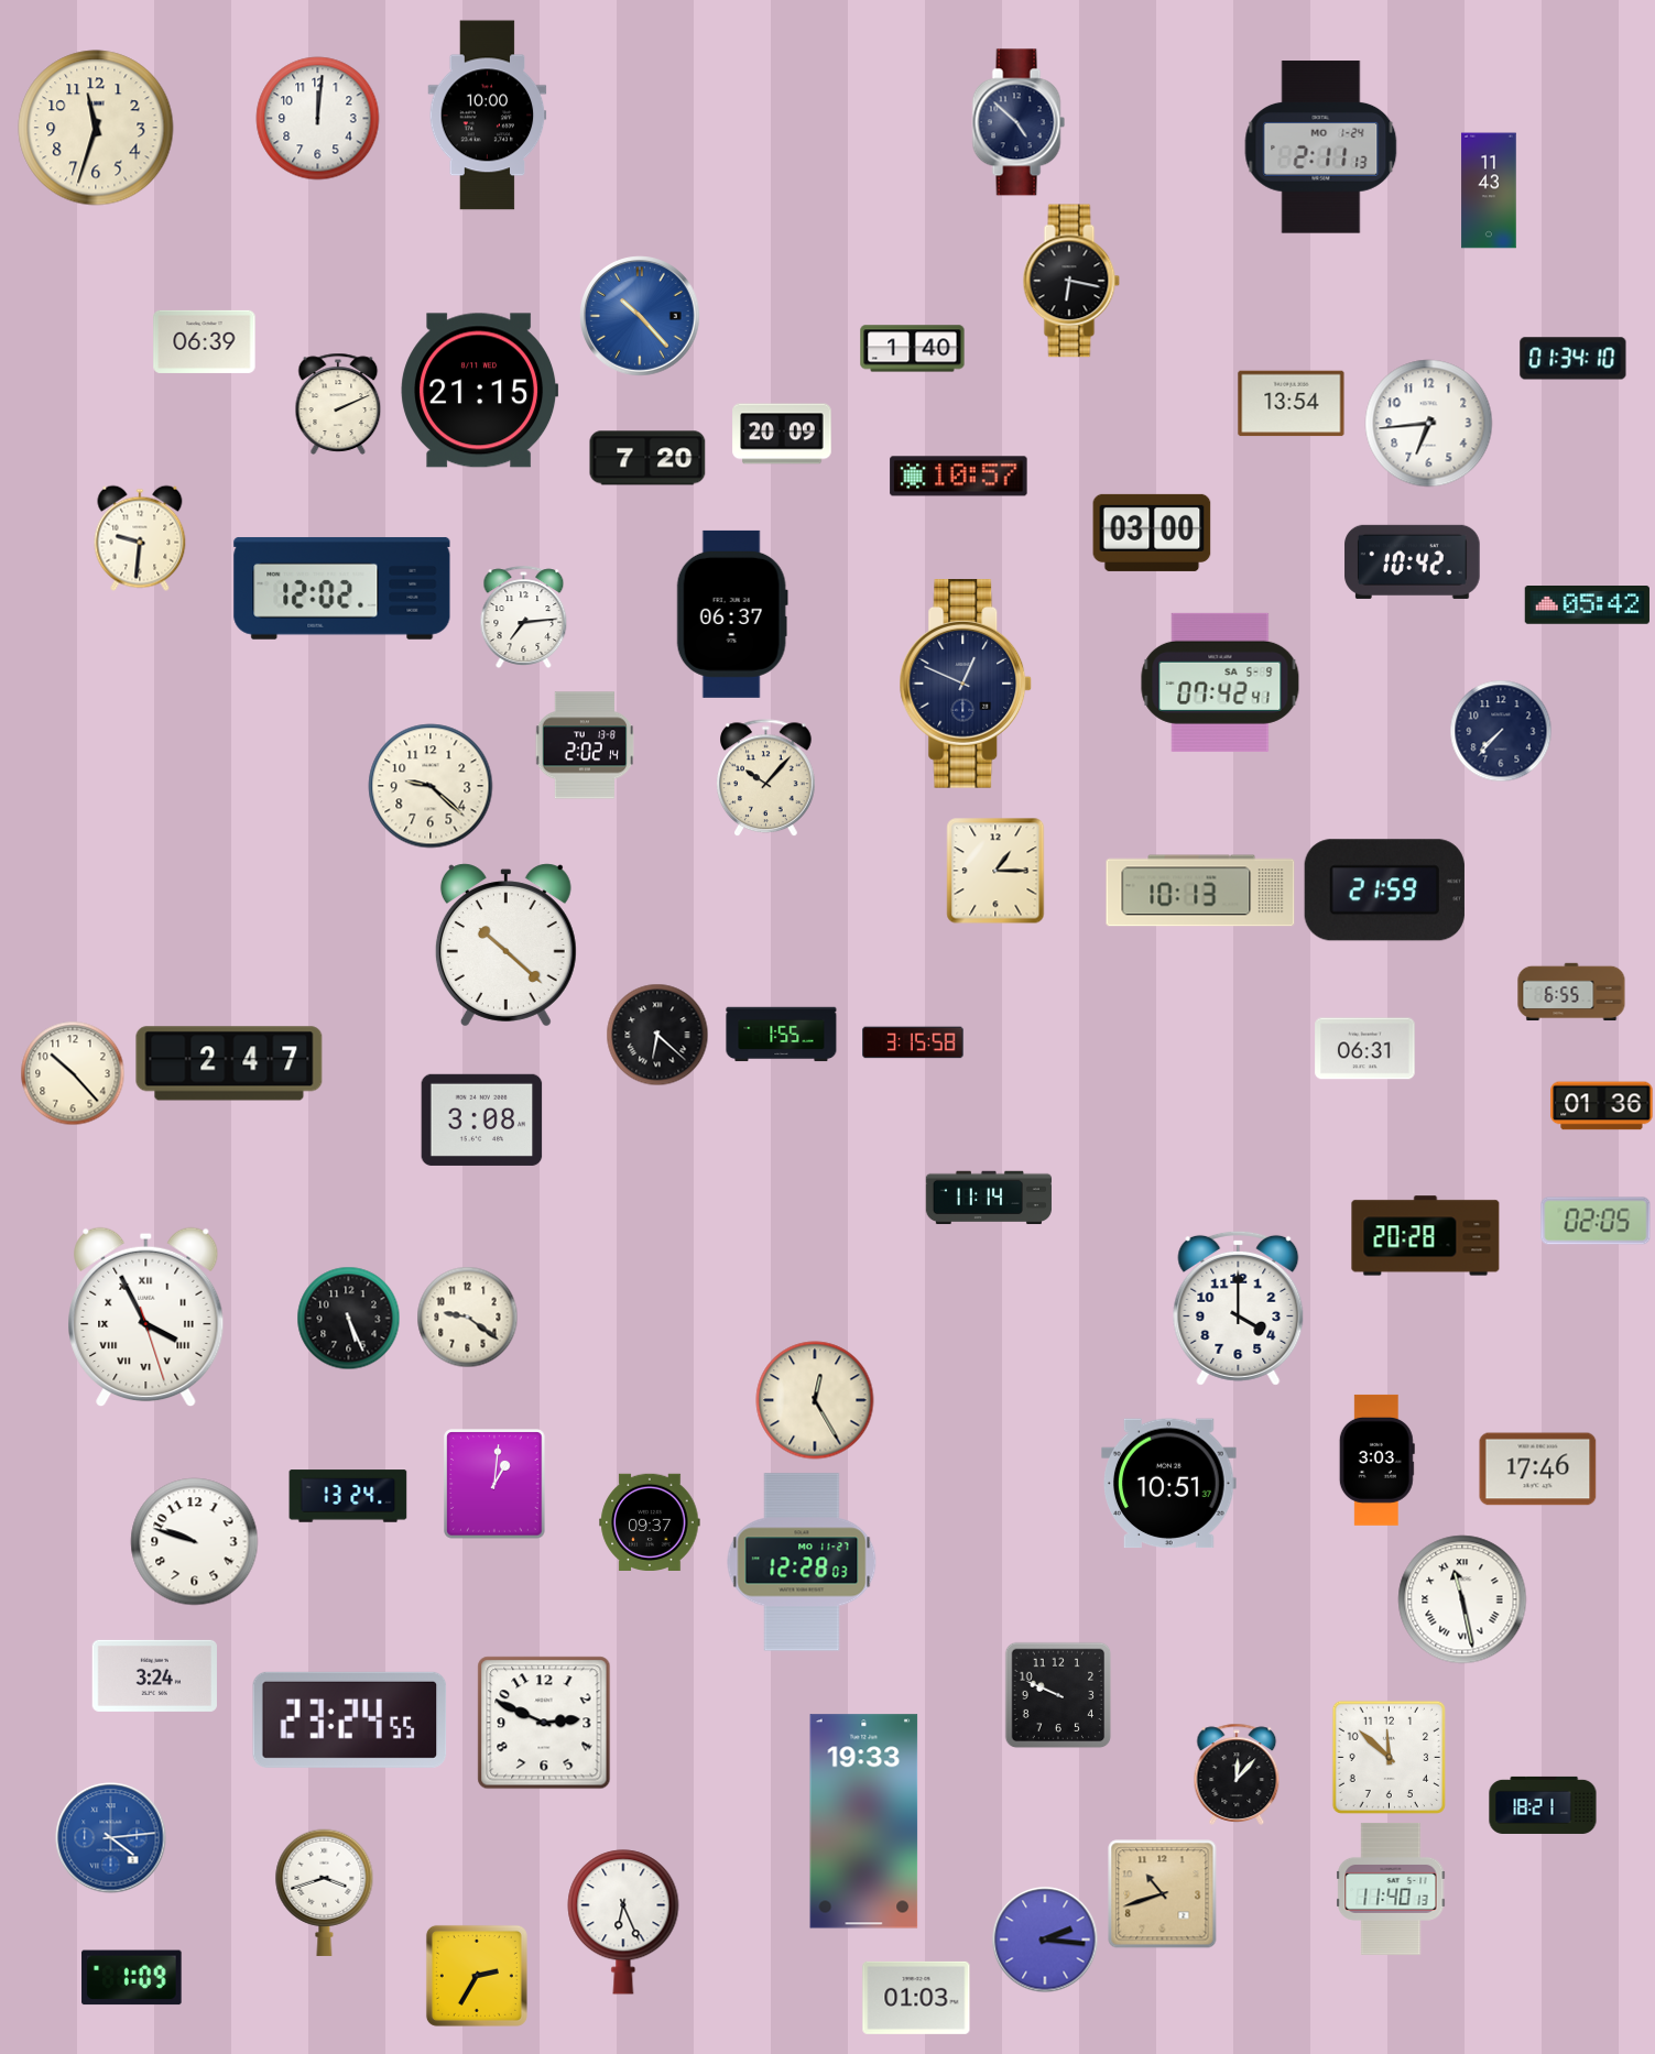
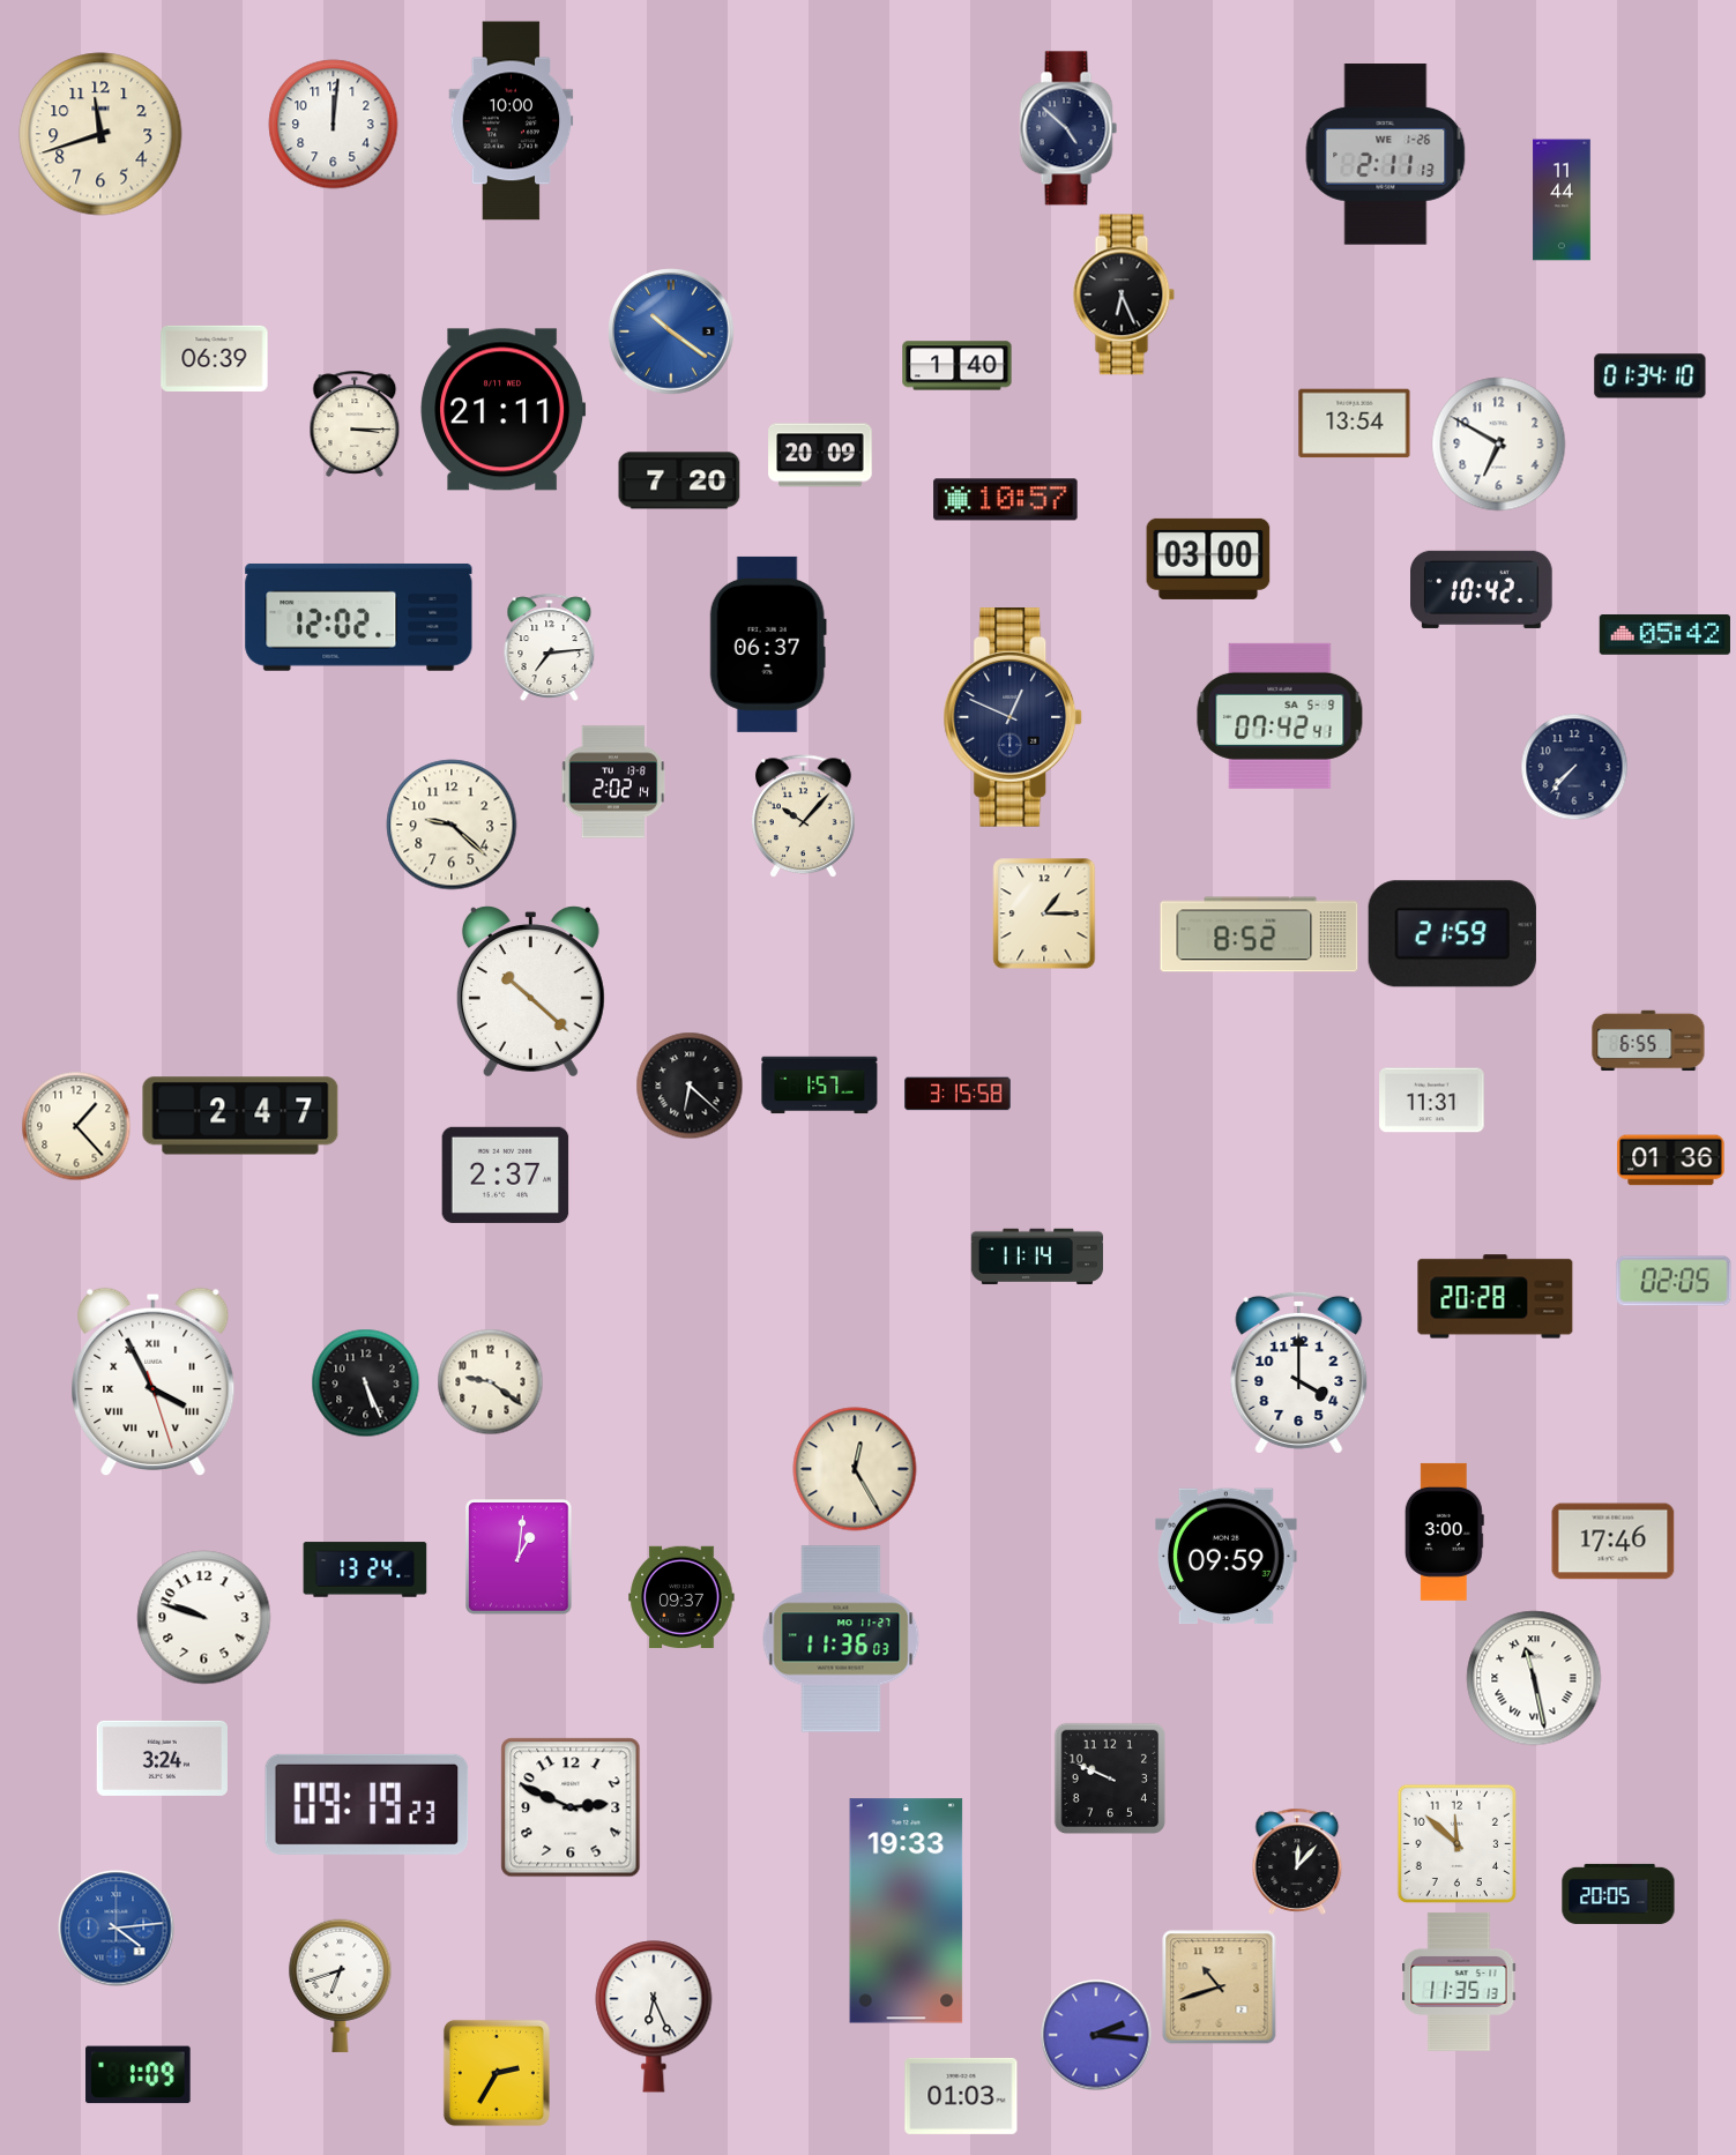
clock at (96, 128): 11:33 -> 11:42
clock at (1321, 148) date: MO 1-24 -> WE 1-26
clock at (1489, 190): 11:43 -> 11:44
clock at (1071, 281): 6:17 -> 6:26
clock at (640, 316): 10:23 -> 10:21
clock at (480, 391): 21:15 -> 21:11
clock at (338, 404): 2:11 -> 3:15
clock at (1429, 424): 6:44 -> 6:50
clock at (140, 538): 9:31 -> none
clock at (1200, 891): 10:13 -> 8:52
clock at (782, 1035): 1:55 -> 1:57
clock at (1365, 1049): 06:31 -> 11:31
clock at (73, 1073): 10:23 -> 1:23
clock at (1602, 1106) position: (1602, 1106) -> (1671, 1161)
clock at (482, 1119): 3:08 -> 2:37
clock at (1376, 1460): 3:03 -> 3:00
clock at (1169, 1484): 10:51 -> 09:59
clock at (802, 1562): 12:28 -> 11:36
clock at (350, 1719): 23:24 -> 09:19
clock at (1543, 1805): 18:21 -> 20:05
clock at (1391, 1889): 11:40 -> 11:35
clock at (325, 1892): 3:42 -> 6:42
clock at (477, 1976) position: (477, 1976) -> (497, 2073)
